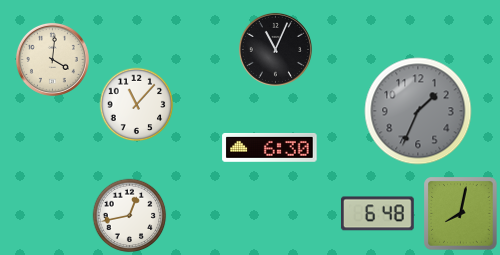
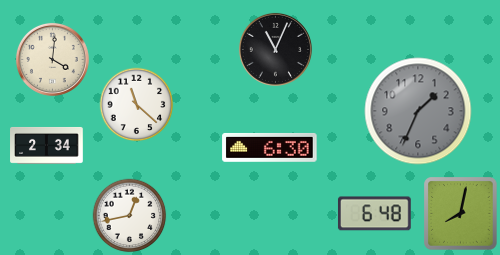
clock at (137, 105): 11:07 -> 11:22
clock at (47, 146): none -> 2:34
clock at (378, 214) position: (378, 214) -> (375, 214)
